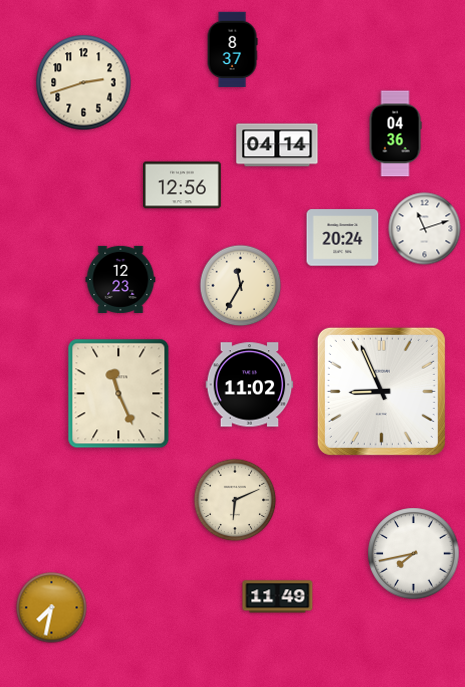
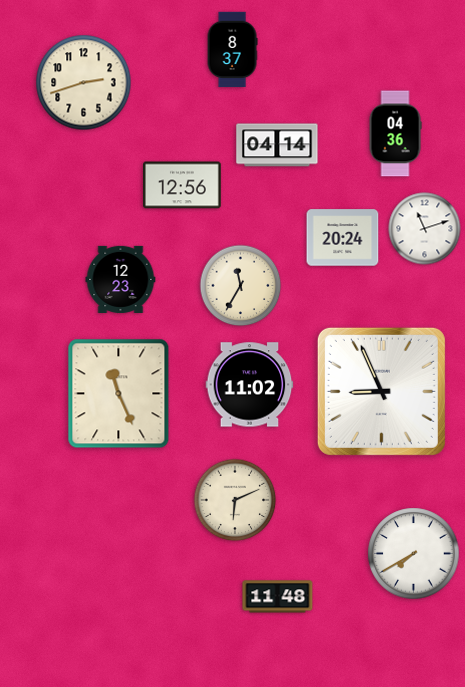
clock at (414, 554): 7:43 -> 7:40
clock at (278, 597): 11:49 -> 11:48
clock at (52, 608): 7:32 -> none
